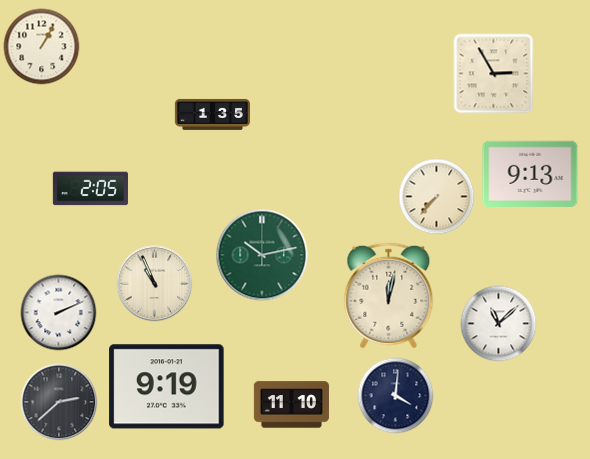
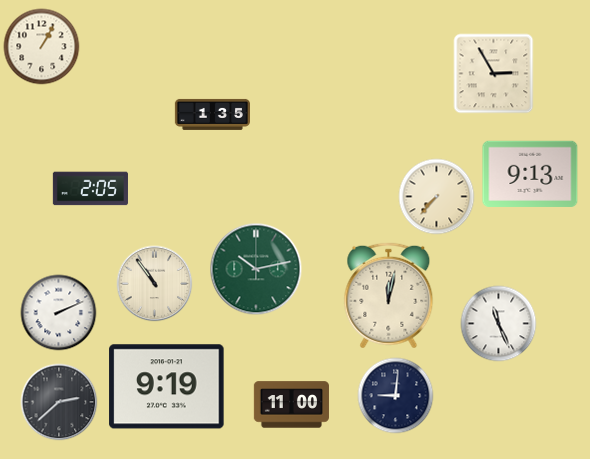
clock at (262, 255) position: (262, 255) -> (256, 269)
clock at (155, 284): 10:56 -> 10:54
clock at (499, 324): 11:08 -> 11:26
clock at (396, 396): 4:01 -> 9:01
clock at (291, 405): 11:10 -> 11:00
